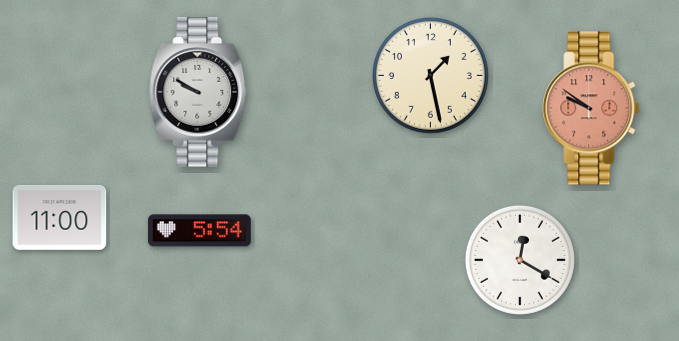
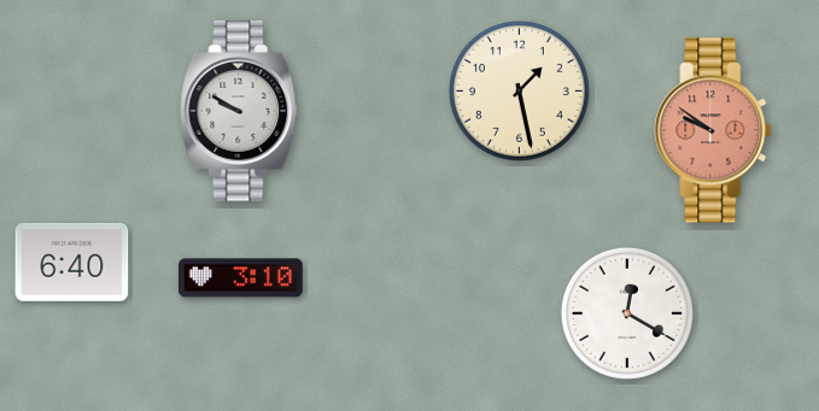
clock at (60, 217): 11:00 -> 6:40
clock at (200, 231): 5:54 -> 3:10
